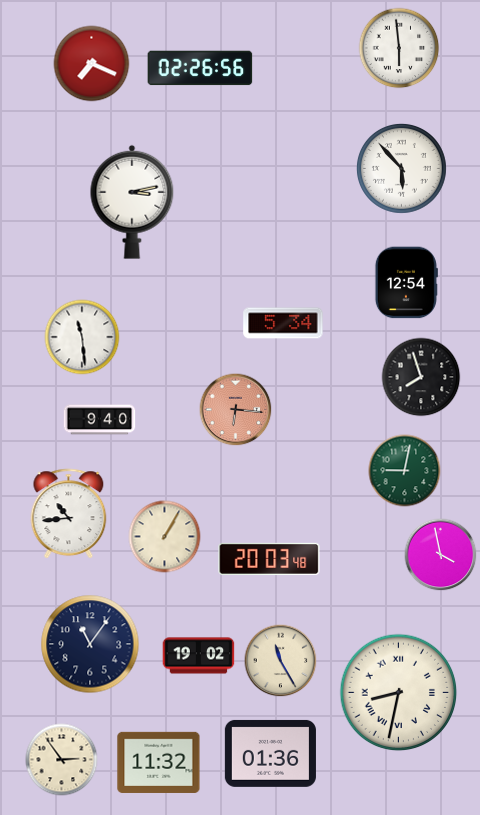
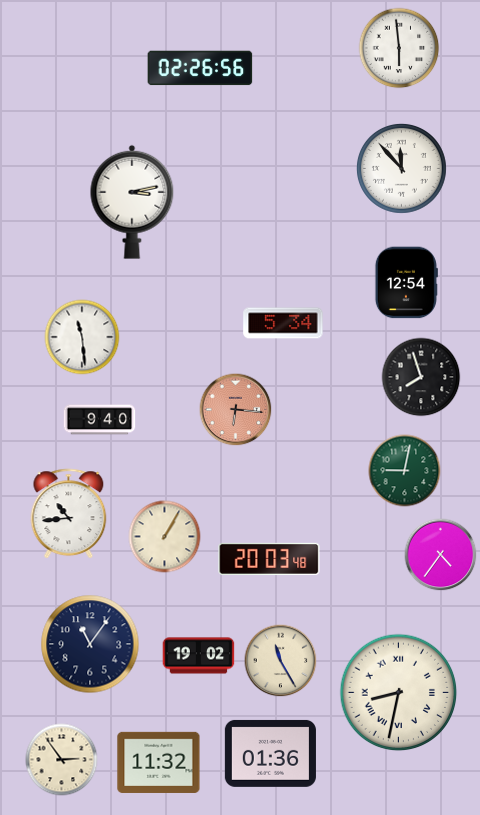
clock at (92, 64): 7:19 -> none
clock at (401, 168): 5:53 -> 11:53
clock at (441, 555): 3:58 -> 4:36
